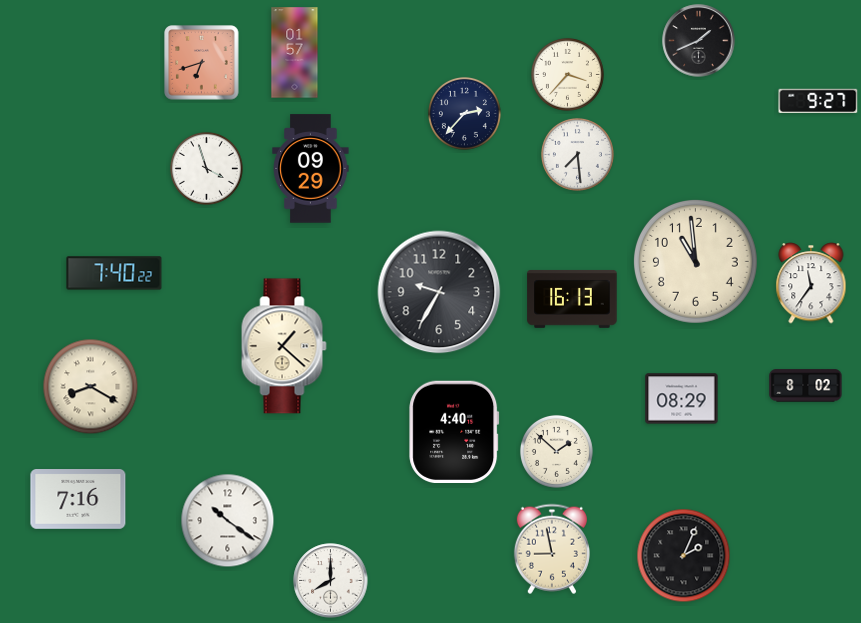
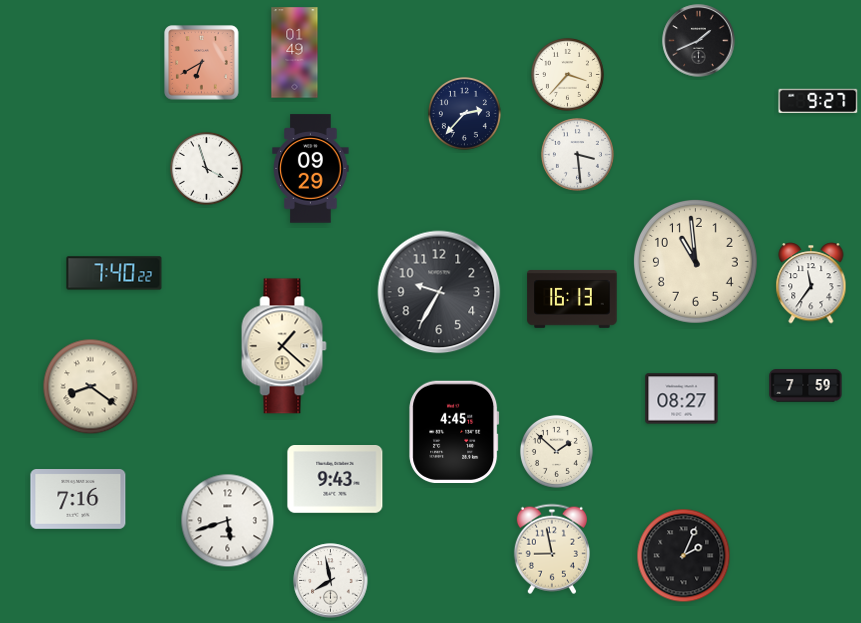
clock at (295, 53): 01:57 -> 01:49
clock at (202, 63): 6:42 -> 6:40
clock at (577, 154): 7:29 -> 3:29
clock at (806, 386): 8:02 -> 7:59
clock at (91, 387): 8:20 -> 8:21
clock at (682, 399): 08:29 -> 08:27
clock at (454, 431): 4:40 -> 4:45
clock at (335, 480): none -> 9:43
clock at (228, 521): 10:21 -> 5:42
clock at (331, 581): 8:00 -> 7:58
